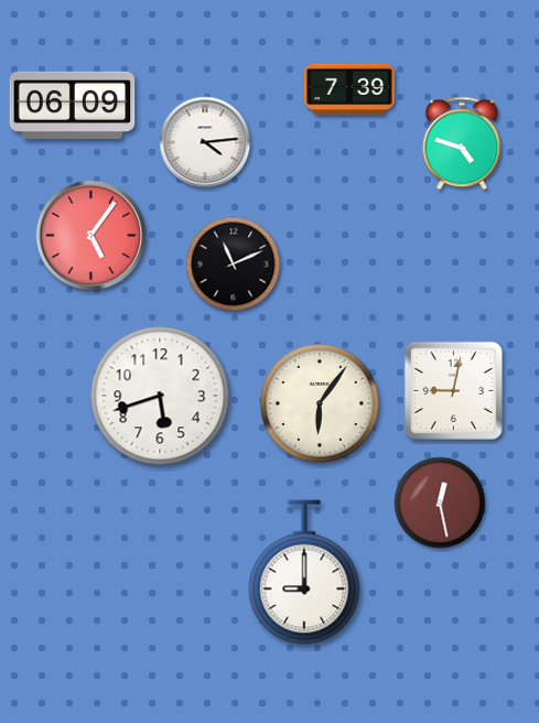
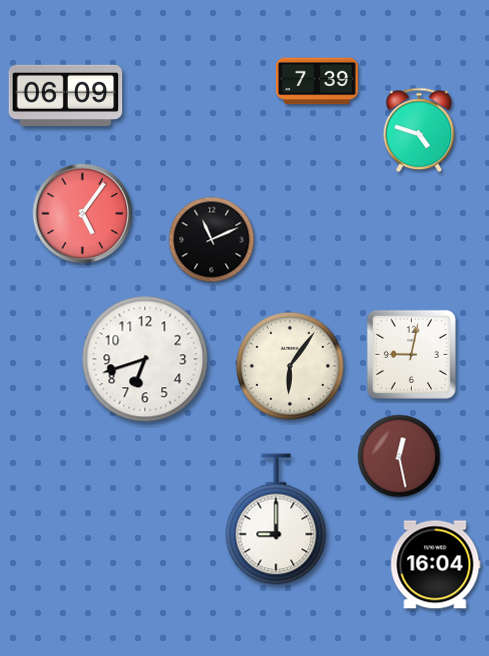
clock at (205, 142): 4:14 -> none
clock at (160, 396): 5:42 -> 6:42
clock at (436, 565): none -> 16:04
